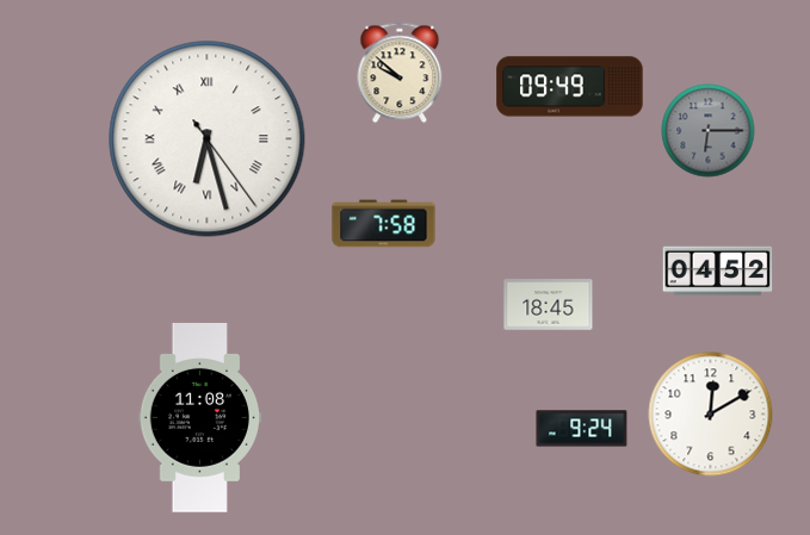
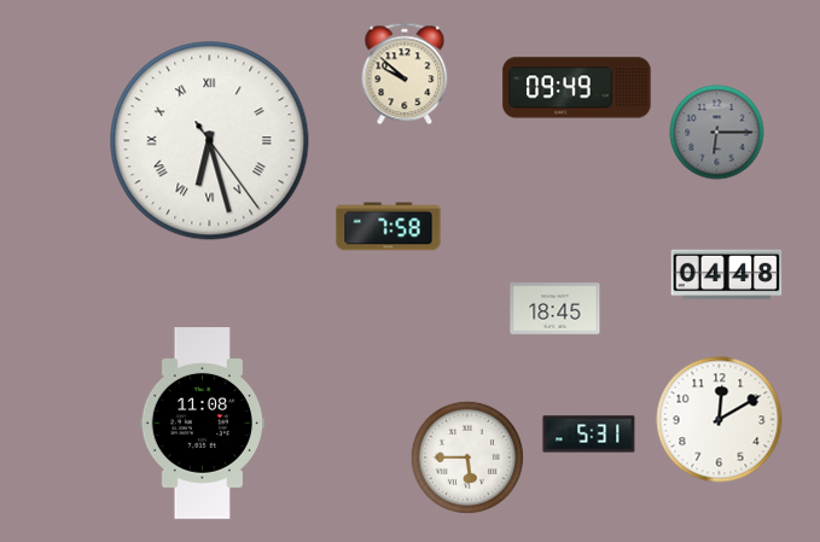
clock at (718, 272): 04:52 -> 04:48
clock at (582, 429): 9:24 -> 5:31
clock at (467, 458): none -> 5:45
